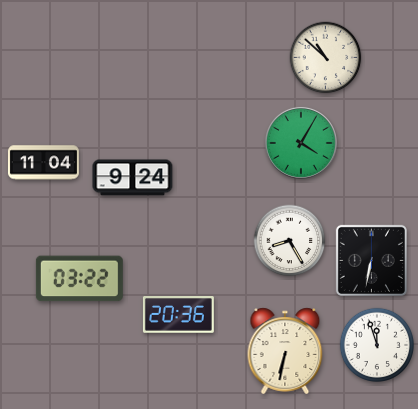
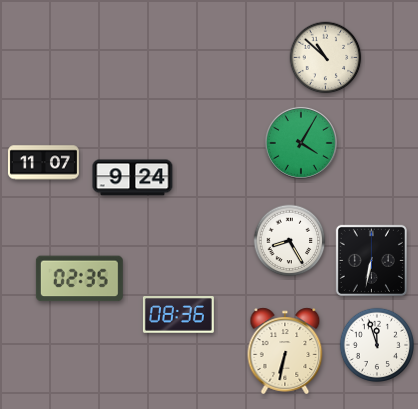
clock at (43, 163): 11:04 -> 11:07
clock at (79, 279): 03:22 -> 02:35
clock at (178, 315): 20:36 -> 08:36
